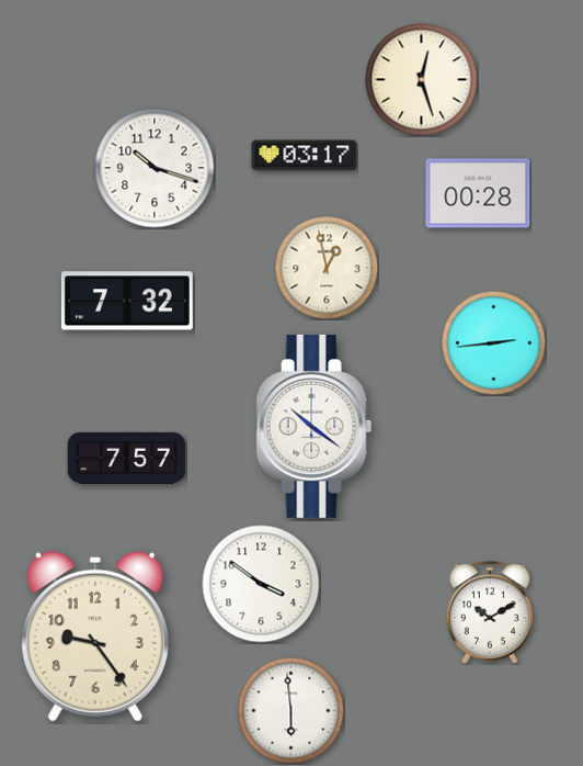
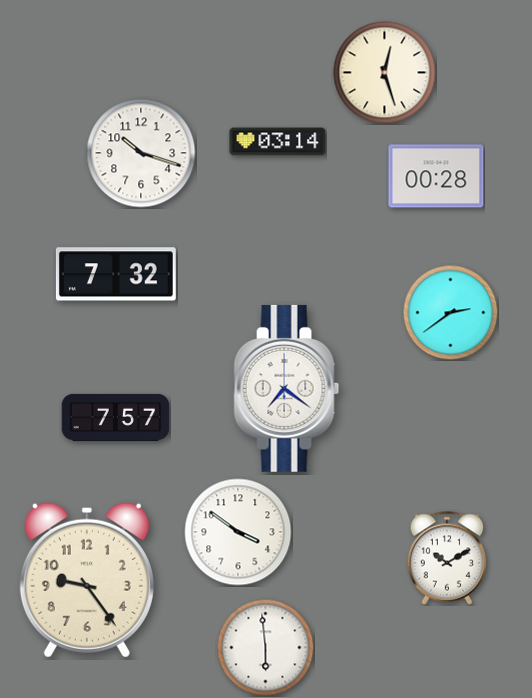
clock at (305, 156): 03:17 -> 03:14
clock at (327, 268): 12:58 -> none
clock at (493, 342): 2:44 -> 2:39
clock at (315, 426): 10:21 -> 7:21
